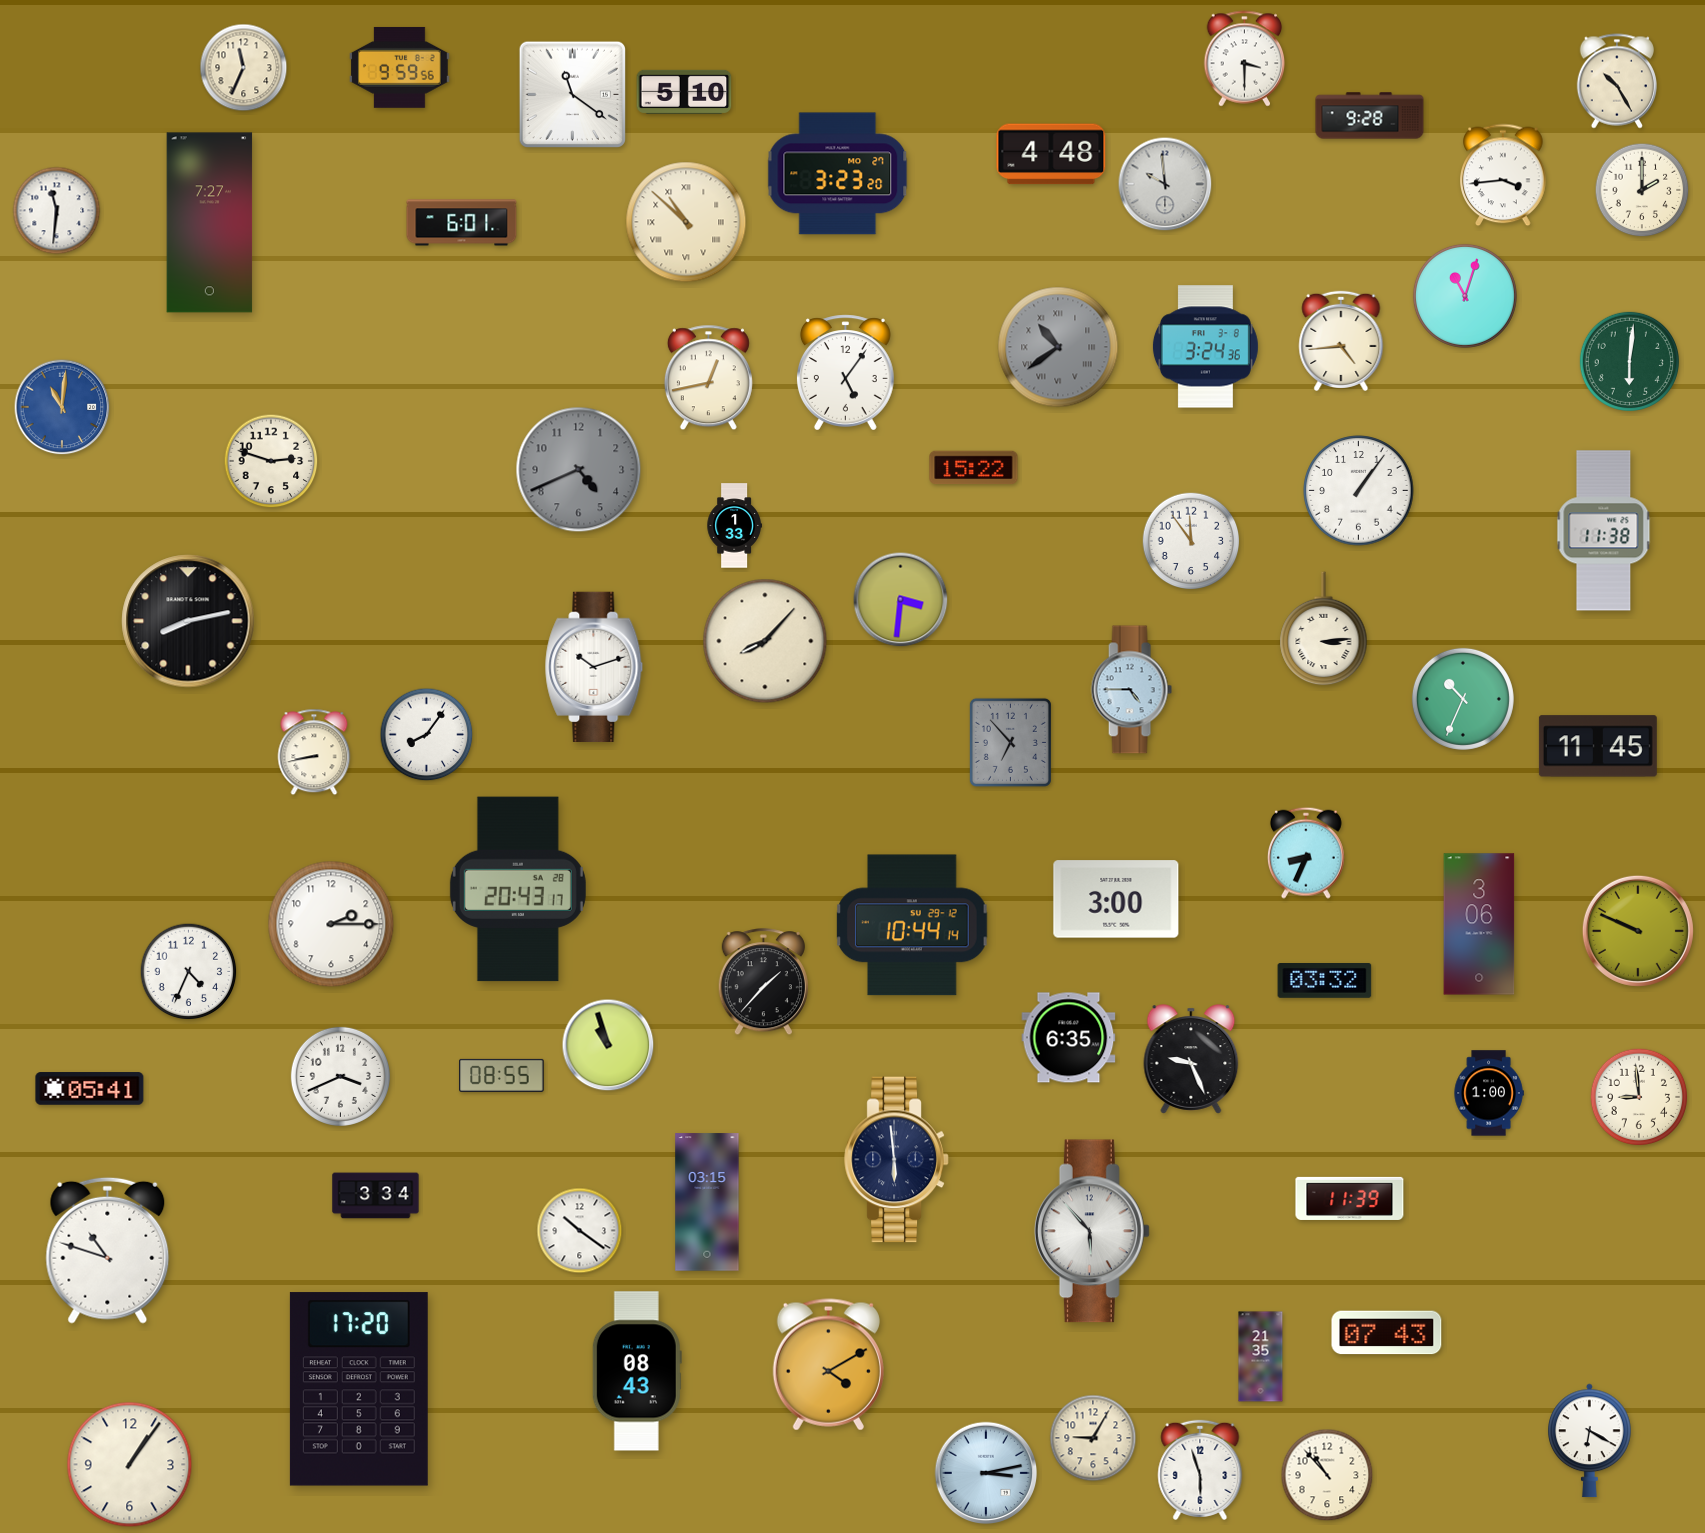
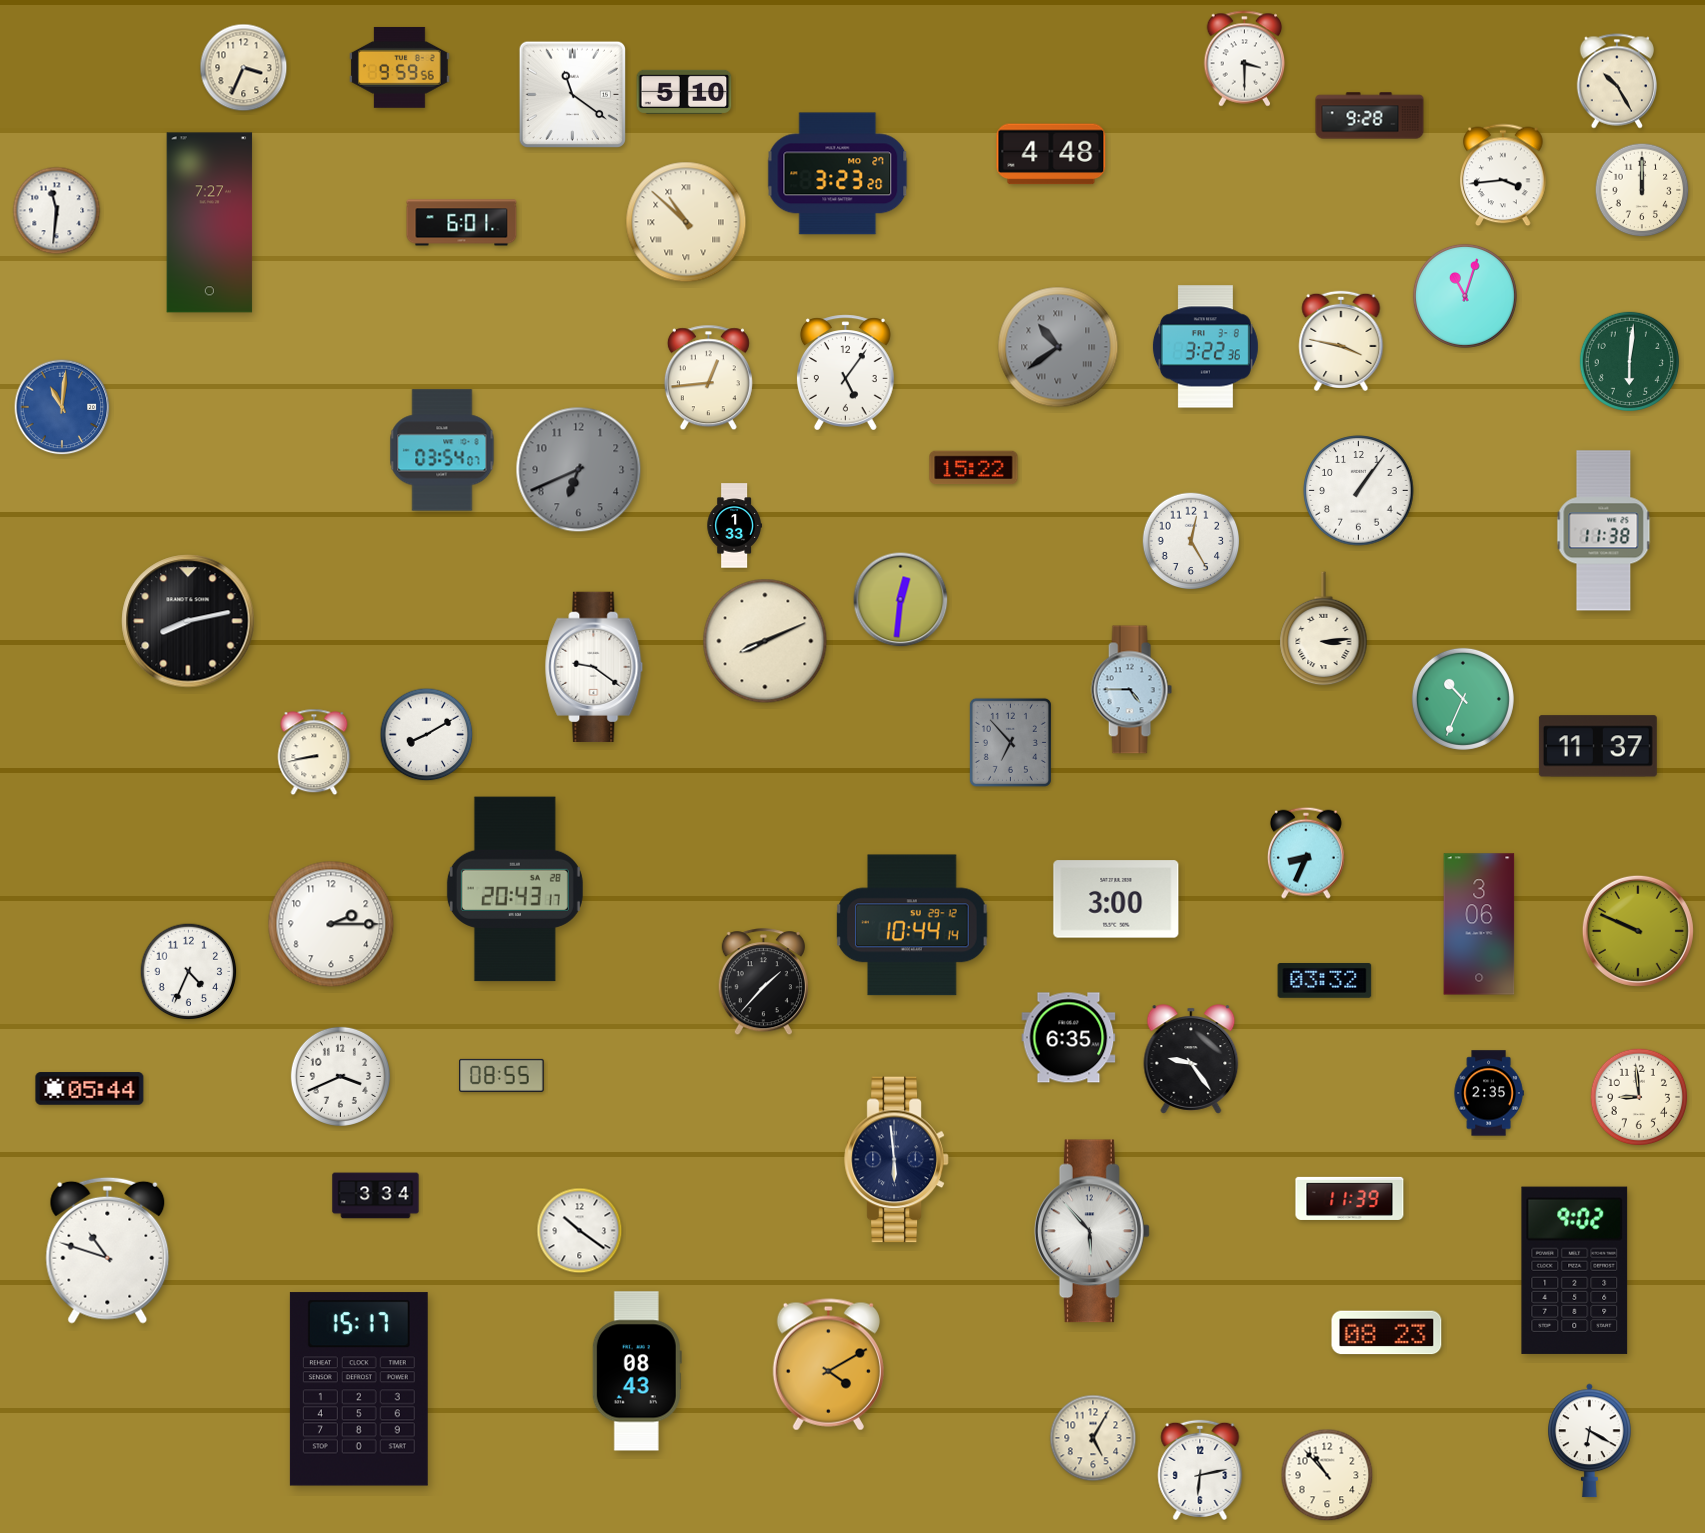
clock at (244, 68): 11:34 -> 3:34
clock at (1165, 184): 9:59 -> none
clock at (1642, 190): 2:00 -> 12:00
clock at (1341, 341): 4:44 -> 3:47
clock at (1205, 347): 3:24 -> 3:22
clock at (708, 378): 12:43 -> 12:44
clock at (442, 450): none -> 03:54
clock at (271, 461): 2:48 -> none
clock at (579, 470): 4:41 -> 6:41
clock at (1191, 541): 11:54 -> 12:25
clock at (901, 600): 3:31 -> 12:31
clock at (765, 641): 8:07 -> 8:11
clock at (594, 666): 10:12 -> 9:21
clock at (427, 735): 8:06 -> 8:10
clock at (1598, 746): 11:45 -> 11:37
clock at (518, 889) position: (518, 889) -> (515, 889)
clock at (608, 1045): 10:57 -> none
clock at (1191, 1059): 9:26 -> 9:24
clock at (90, 1089): 05:41 -> 05:44
clock at (1489, 1093): 1:00 -> 2:35
clock at (707, 1202): 03:15 -> none
clock at (1575, 1270): none -> 9:02
clock at (1387, 1333): 07:43 -> 08:23
clock at (1261, 1357): 21:35 -> none
clock at (359, 1389): 17:20 -> 15:17
clock at (1093, 1438): 9:05 -> 5:05
clock at (130, 1465): 1:06 -> none
clock at (1200, 1470): 5:57 -> 6:13
clock at (986, 1473): 3:13 -> none
